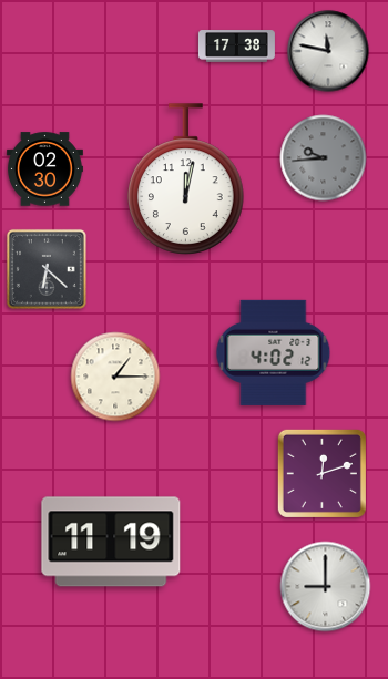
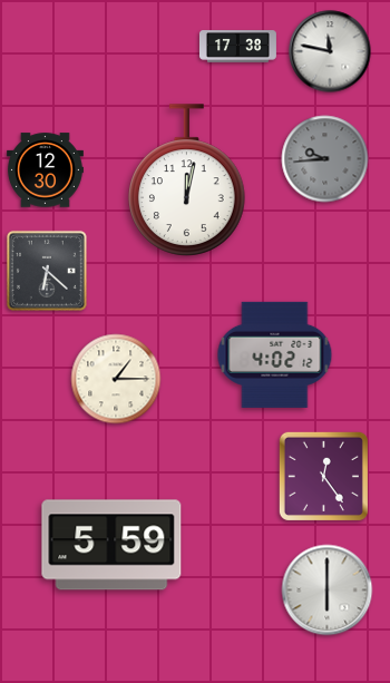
clock at (44, 169): 02:30 -> 12:30
clock at (321, 473): 12:12 -> 12:24
clock at (111, 542): 11:19 -> 5:59
clock at (326, 587): 9:00 -> 6:00
